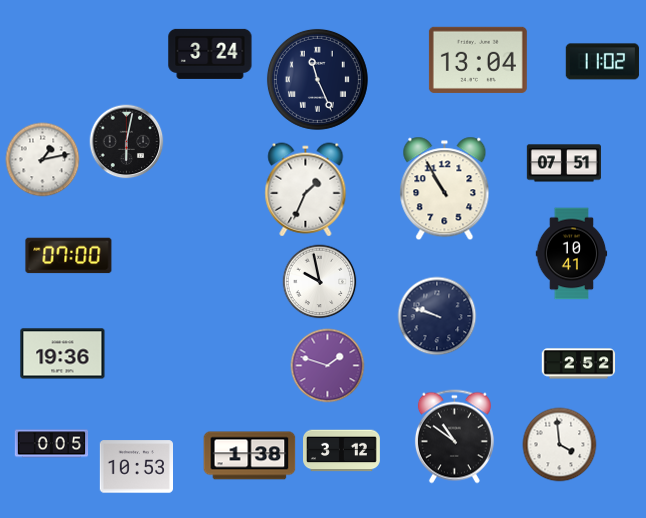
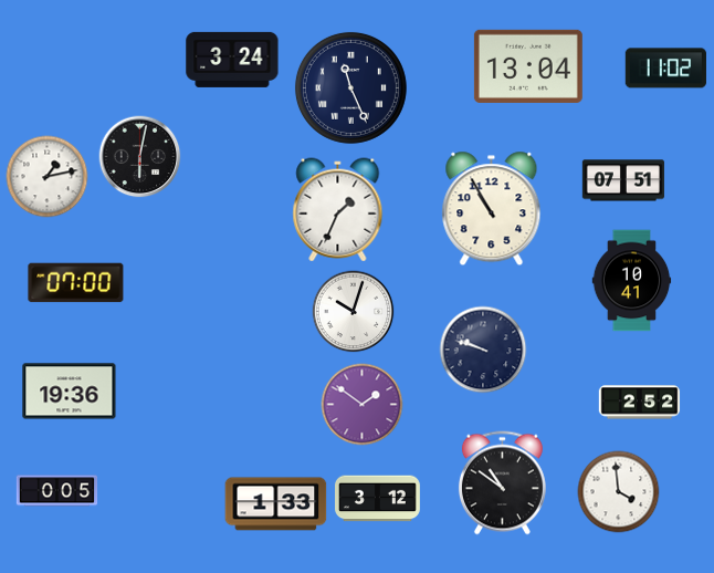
clock at (320, 282): 9:58 -> 10:03
clock at (328, 366): 1:48 -> 1:51
clock at (250, 456): 1:38 -> 1:33
clock at (136, 467): 10:53 -> none
